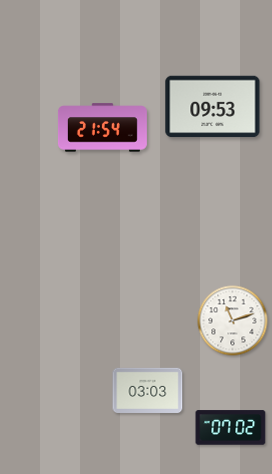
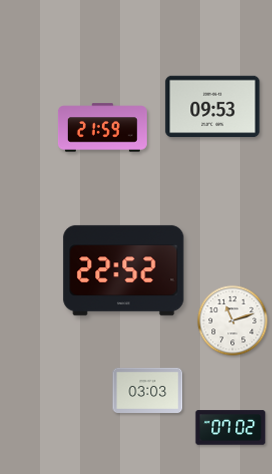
clock at (102, 128): 21:54 -> 21:59
clock at (124, 271): none -> 22:52
